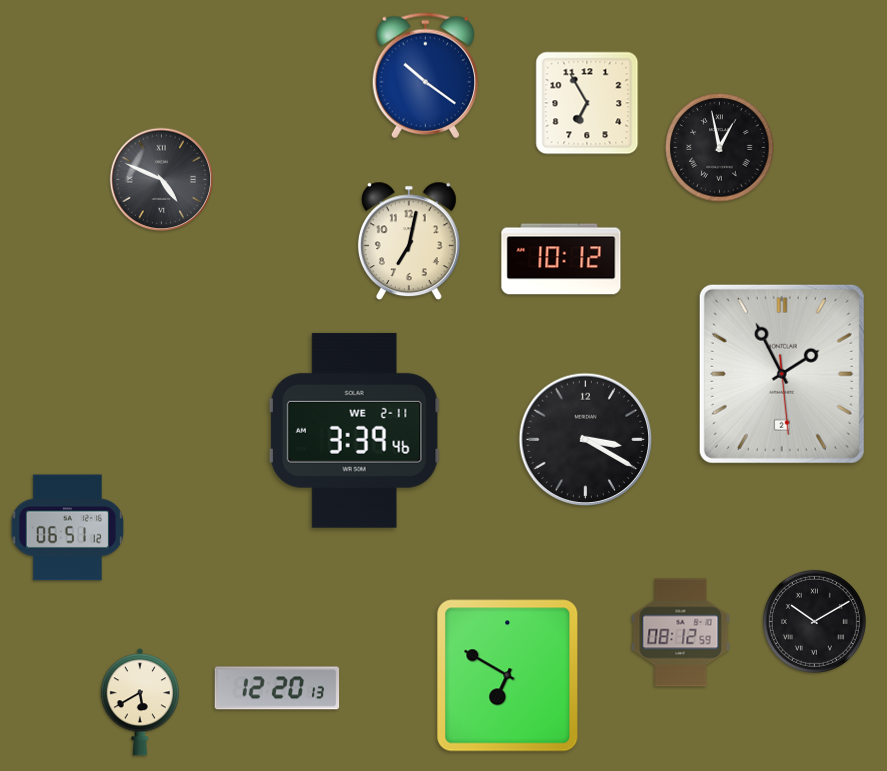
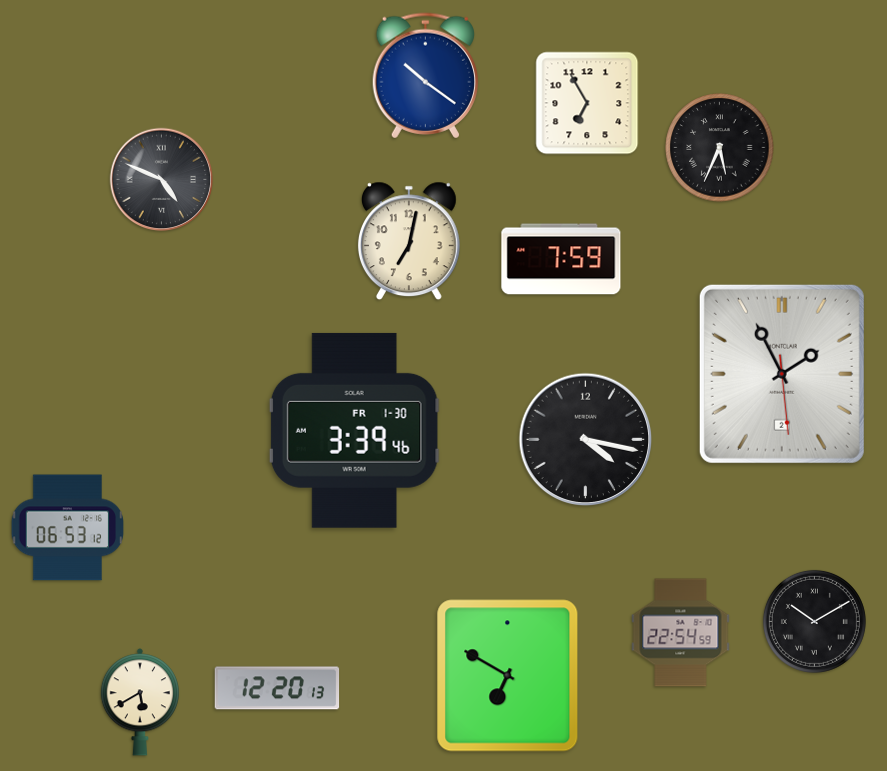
clock at (720, 148): 12:58 -> 5:34
clock at (561, 259): 10:12 -> 7:59
clock at (354, 430) date: WE 2-11 -> FR 1-30
clock at (586, 440): 3:20 -> 4:17
clock at (68, 528): 06:51 -> 06:53
clock at (681, 633): 08:12 -> 22:54
